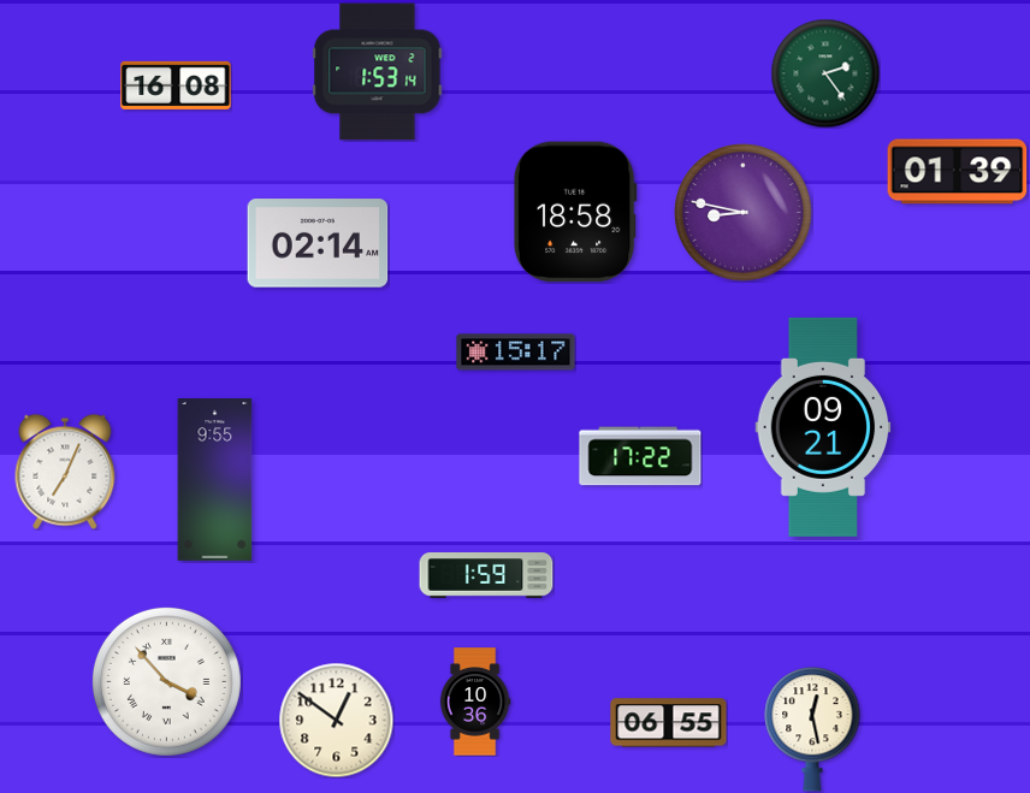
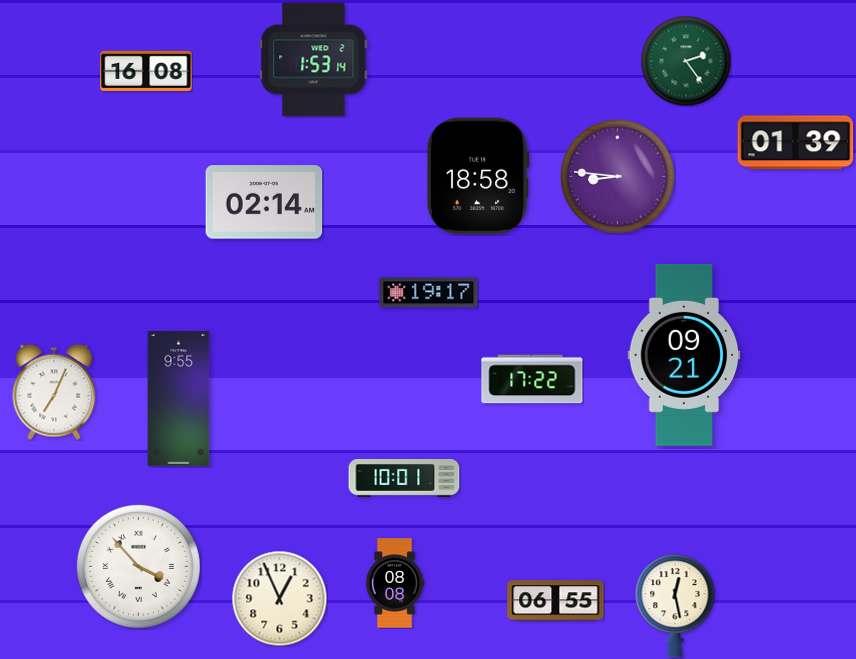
clock at (744, 213): 8:47 -> 8:46
clock at (516, 353): 15:17 -> 19:17
clock at (486, 576): 1:59 -> 10:01
clock at (475, 702): 10:36 -> 08:08
clock at (336, 720): 12:51 -> 12:56
